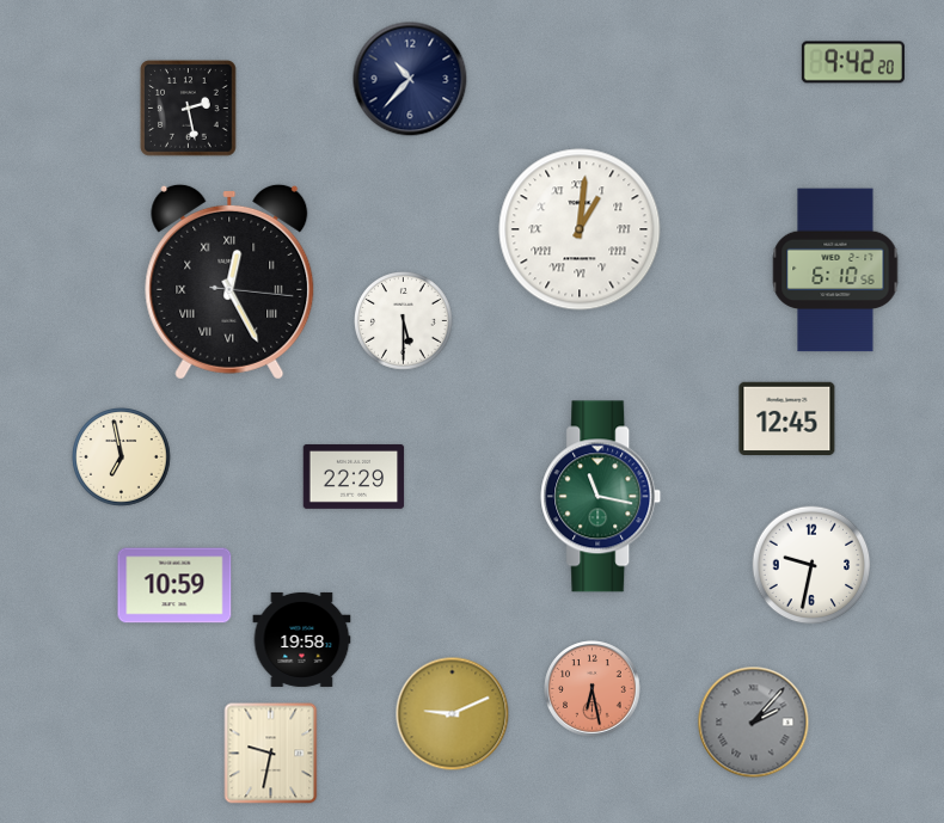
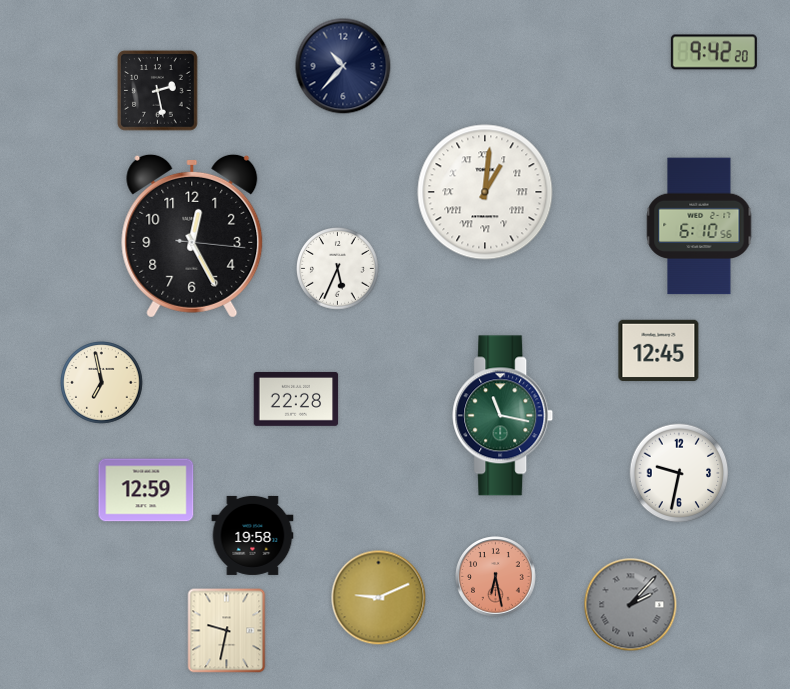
clock at (229, 282) numerals: Roman -> Arabic
clock at (404, 321): 5:30 -> 5:34
clock at (354, 477): 22:29 -> 22:28
clock at (174, 585): 10:59 -> 12:59
